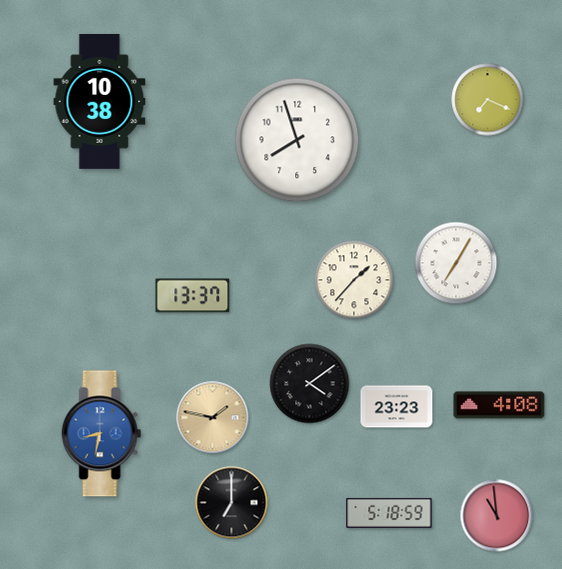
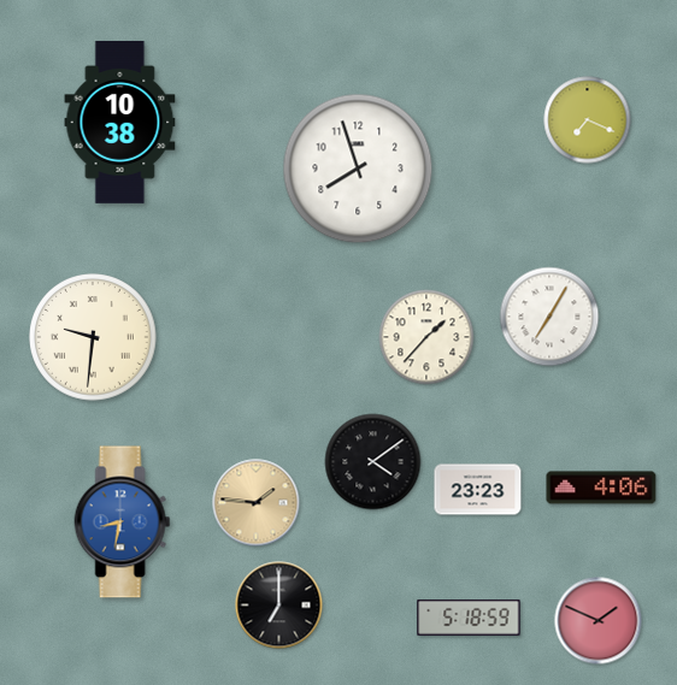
clock at (93, 337): none -> 9:31
clock at (193, 296): 13:37 -> none
clock at (499, 405): 4:08 -> 4:06
clock at (213, 418): 1:47 -> 1:46
clock at (497, 516): 10:59 -> 1:49
